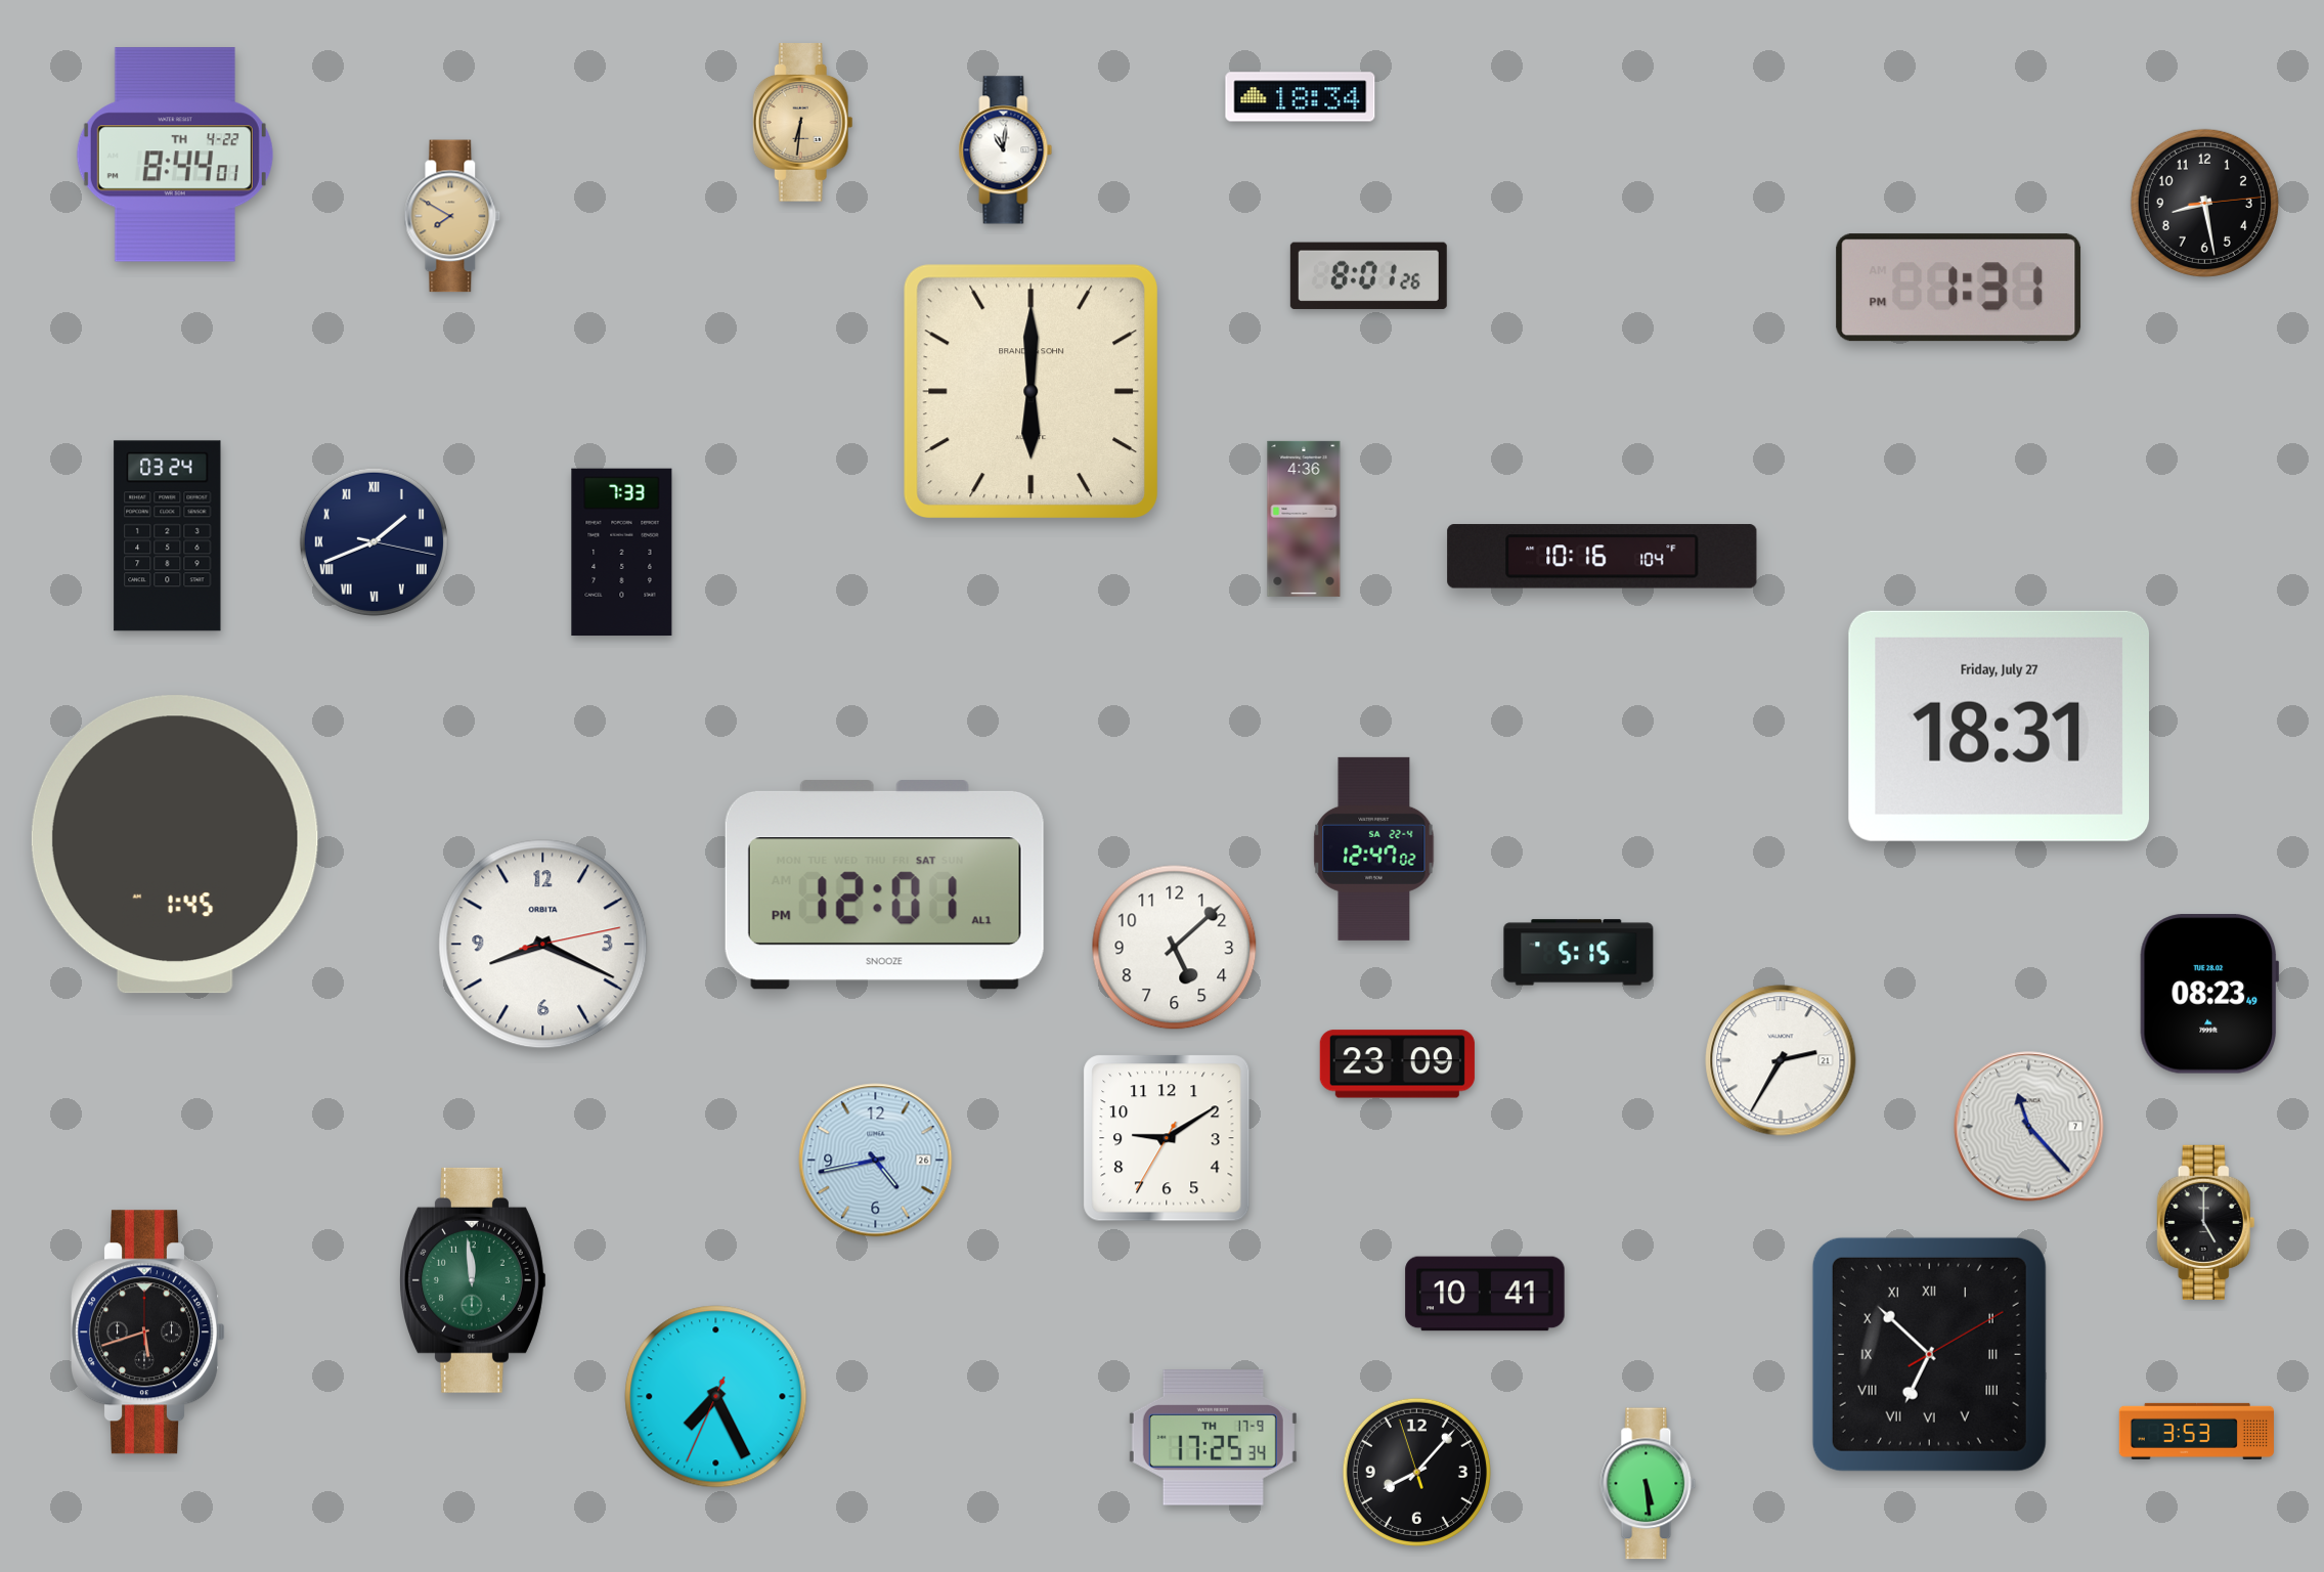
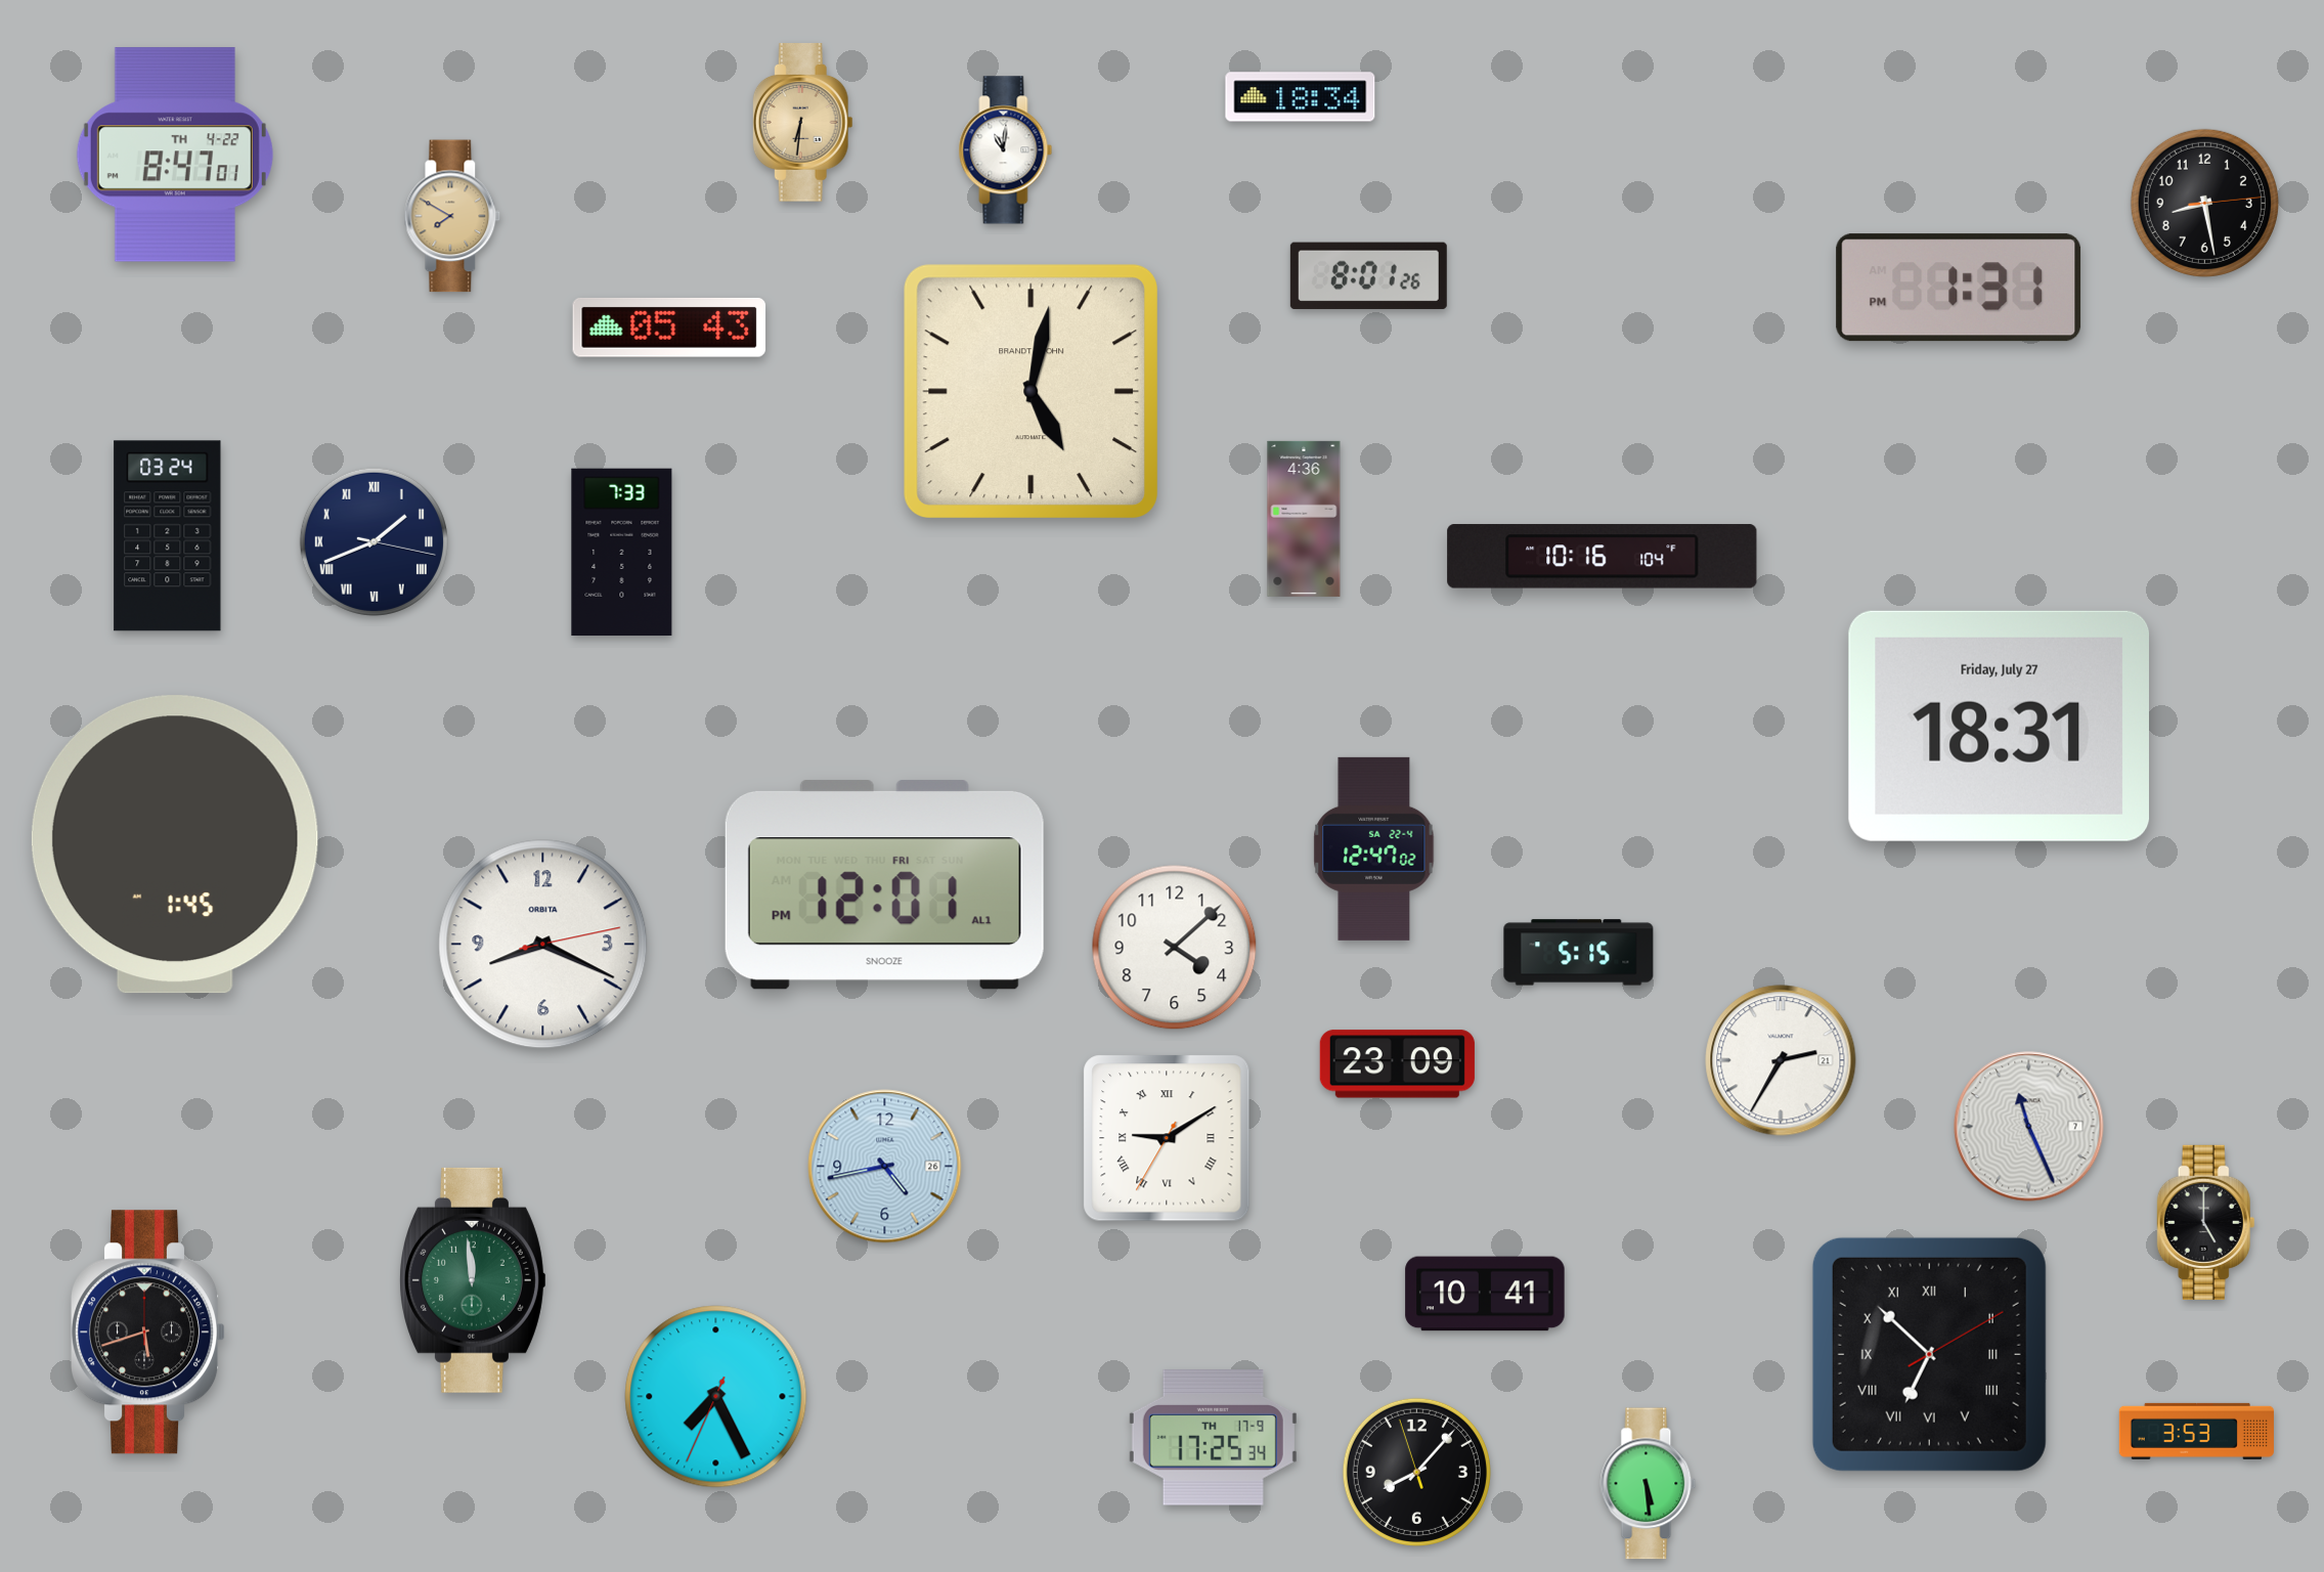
clock at (175, 155): 8:44 -> 8:47
clock at (669, 329): none -> 05:43
clock at (1031, 391): 6:00 -> 5:02
clock at (884, 885) date: SAT -> FRI
clock at (1175, 948): 5:08 -> 4:08
clock at (2209, 994): 08:23 -> none
clock at (2029, 1127): 11:23 -> 11:26
clock at (1167, 1138) numerals: Arabic -> Roman
clock at (876, 1161) position: (876, 1161) -> (885, 1167)
